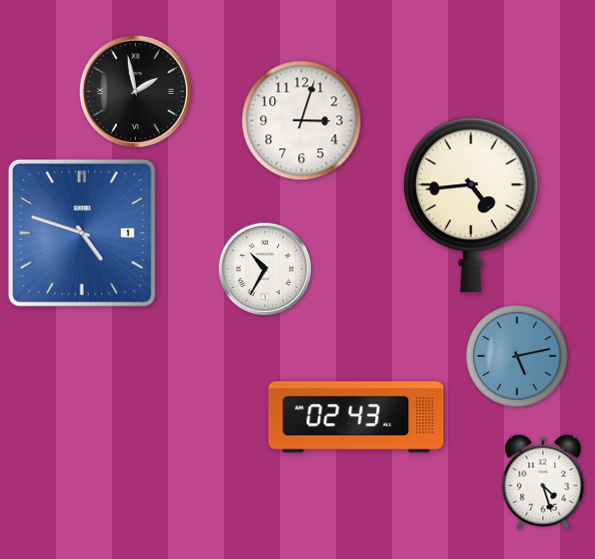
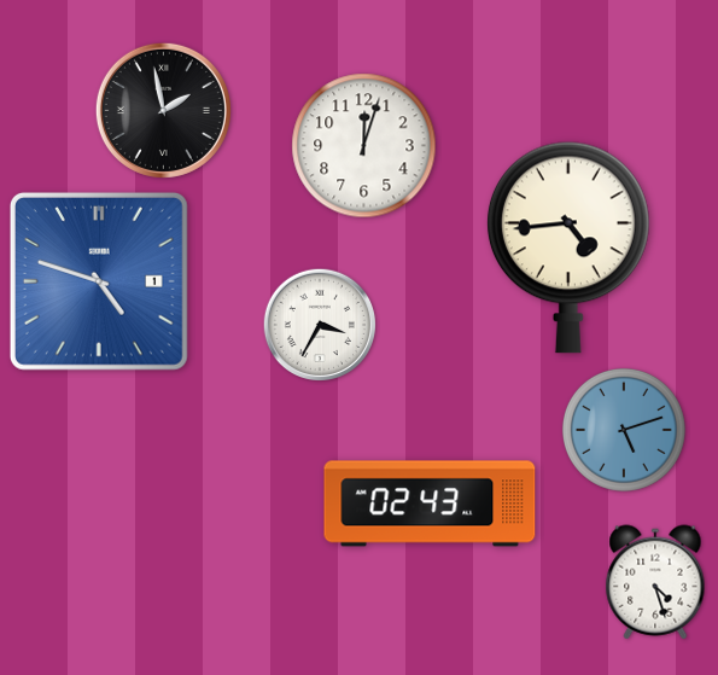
clock at (302, 121): 3:03 -> 12:03
clock at (264, 268): 10:35 -> 3:35
clock at (517, 356): 5:13 -> 5:12
